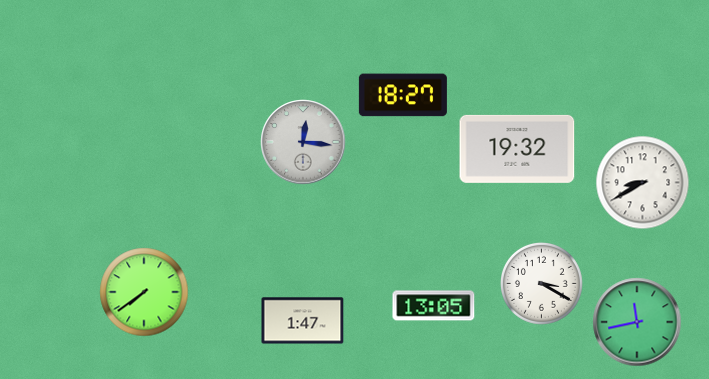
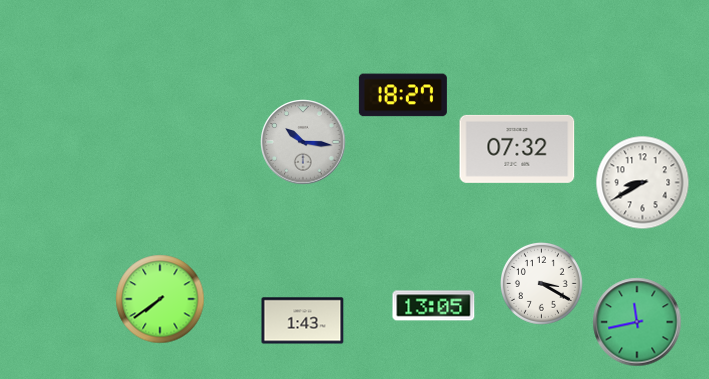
clock at (303, 142): 12:16 -> 10:16
clock at (517, 149): 19:32 -> 07:32
clock at (144, 292) position: (144, 292) -> (160, 299)
clock at (303, 321): 1:47 -> 1:43
